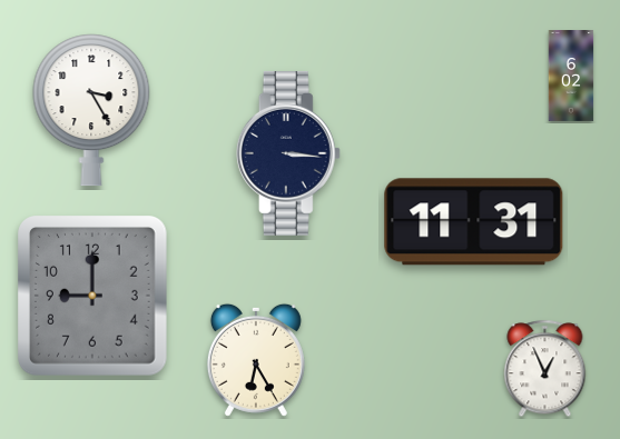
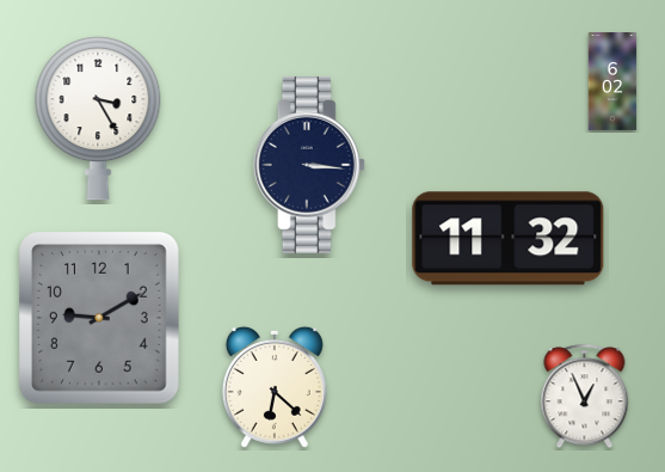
clock at (474, 222): 11:31 -> 11:32
clock at (94, 297): 9:00 -> 9:10
clock at (256, 360): 6:25 -> 6:22
